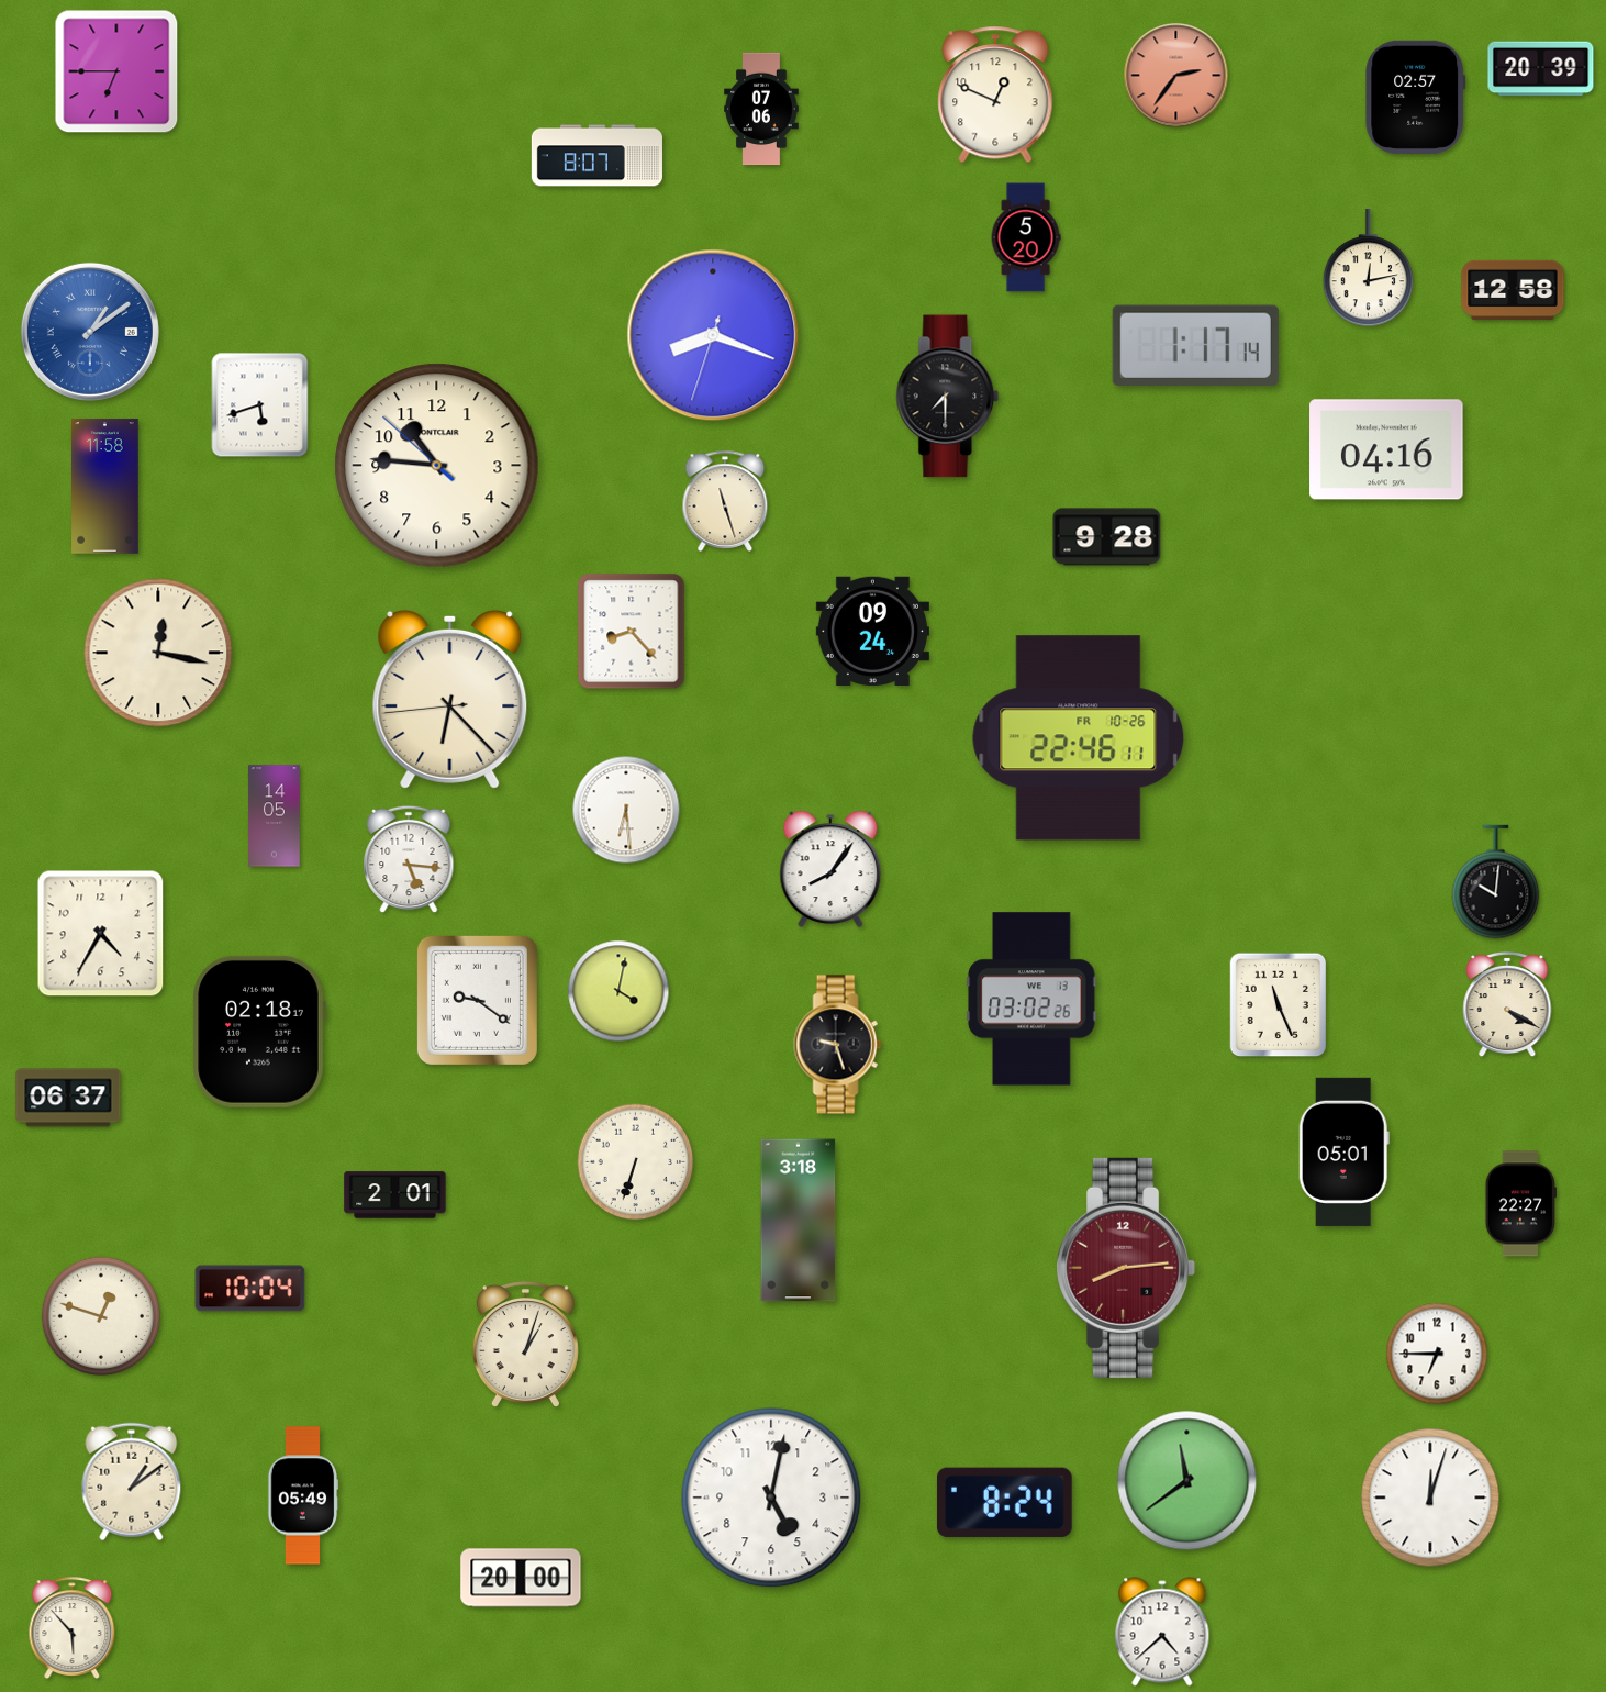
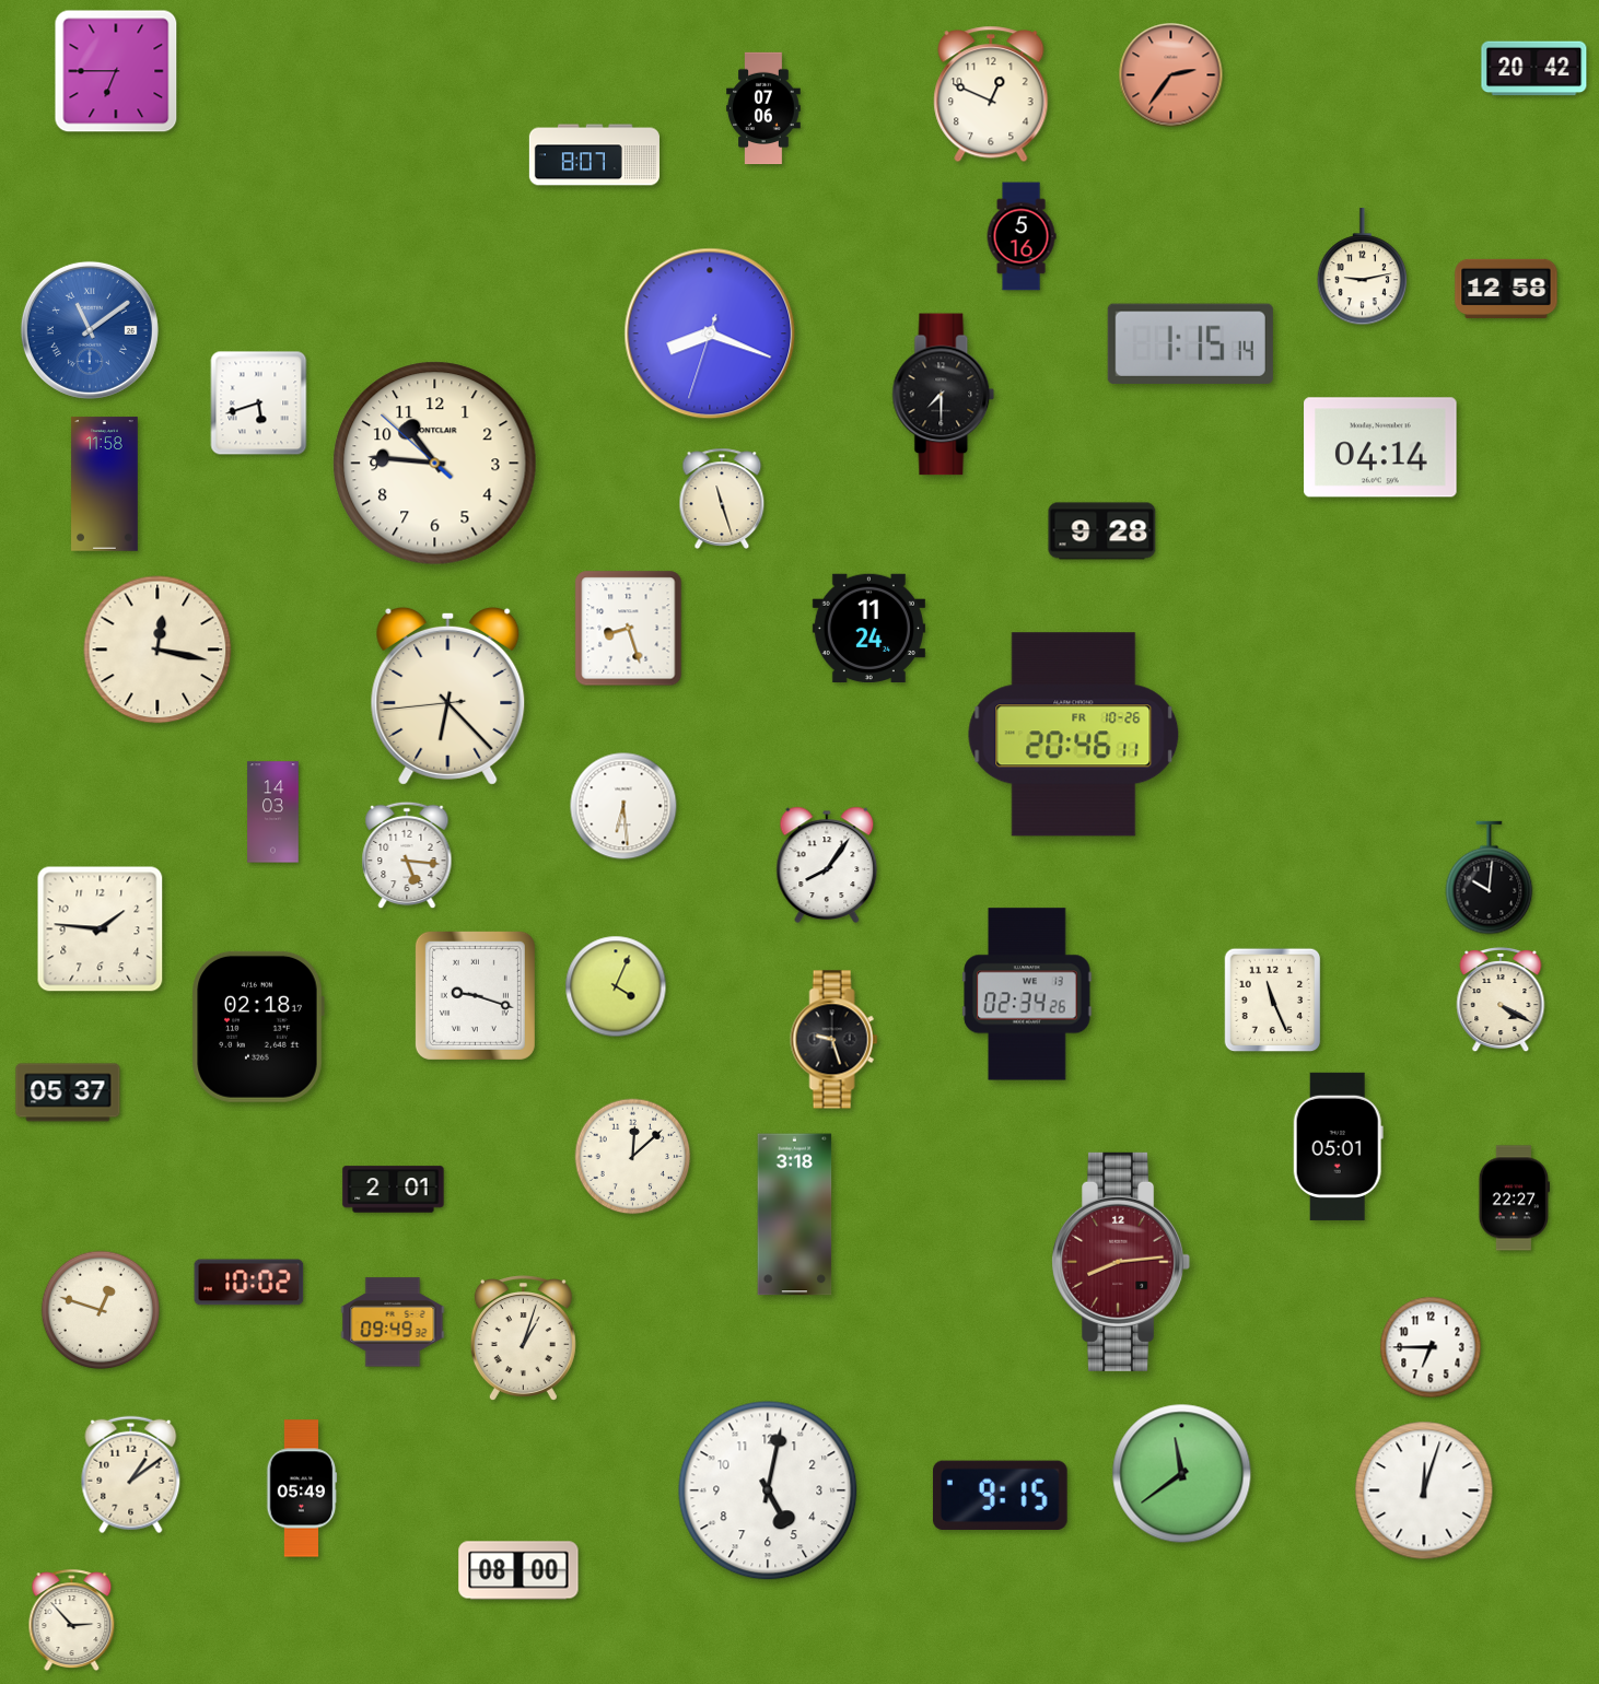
clock at (1541, 69): 20:39 -> 20:42
clock at (1416, 97): 02:57 -> none
clock at (761, 109) position: (761, 109) -> (763, 108)
clock at (1026, 237): 5:20 -> 5:16
clock at (1368, 268): 12:13 -> 9:13
clock at (90, 332): 1:09 -> 11:09
clock at (1195, 345): 1:17 -> 1:15
clock at (1386, 449): 04:16 -> 04:14
clock at (1107, 537) position: (1107, 537) -> (1102, 531)
clock at (872, 631): 09:24 -> 11:24
clock at (632, 632): 8:23 -> 8:27
clock at (1079, 738): 22:46 -> 20:46
clock at (275, 816): 14:05 -> 14:03
clock at (101, 934): 4:35 -> 1:46
clock at (618, 991): 4:02 -> 4:04
clock at (1031, 999): 03:02 -> 02:34
clock at (477, 1000): 9:21 -> 9:18
clock at (68, 1098): 06:37 -> 05:37
clock at (636, 1162): 6:33 -> 12:08
clock at (250, 1289): 10:04 -> 10:02
clock at (393, 1322): none -> 09:49
clock at (1004, 1502): 8:24 -> 9:15
clock at (521, 1578): 20:00 -> 08:00
clock at (73, 1627): 5:53 -> 2:53
clock at (1162, 1632): 4:38 -> none
